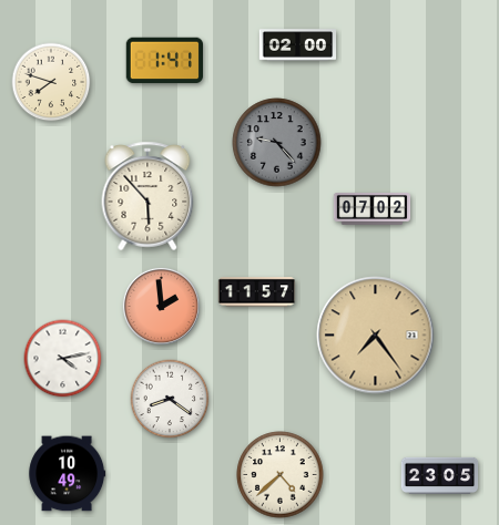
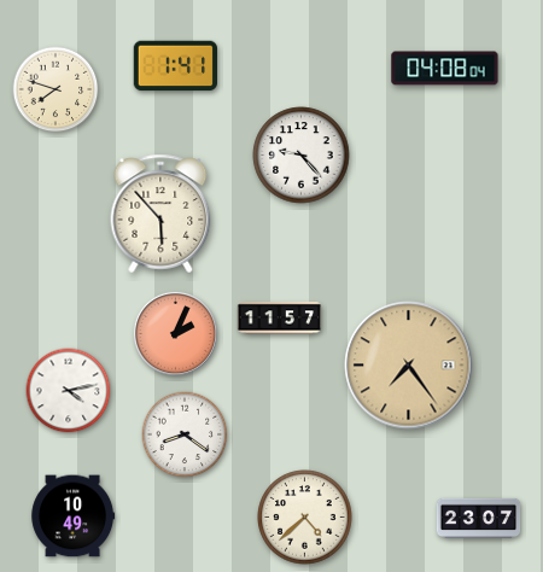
clock at (298, 45): 02:00 -> none
clock at (164, 61) position: (164, 61) -> (175, 66)
clock at (445, 69): none -> 04:08
clock at (277, 143) dial: grey -> white
clock at (373, 209): 07:02 -> none
clock at (161, 306): 1:59 -> 2:04
clock at (440, 475): 23:05 -> 23:07
